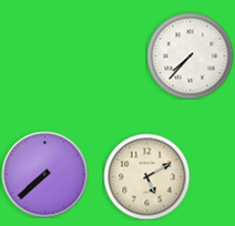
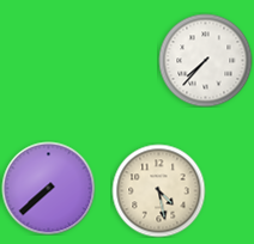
clock at (146, 176): 5:10 -> 4:28
